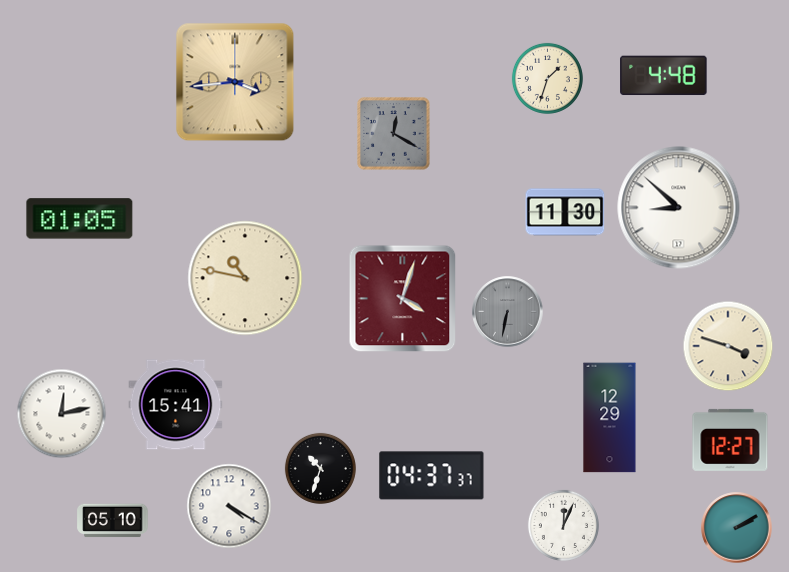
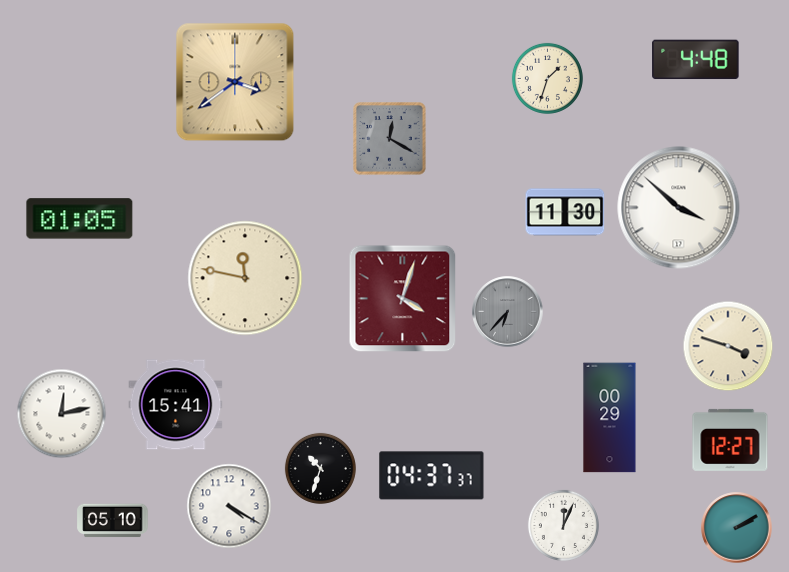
clock at (664, 76) position: (664, 76) -> (696, 60)
clock at (235, 82): 3:44 -> 3:39
clock at (394, 134) position: (394, 134) -> (390, 139)
clock at (679, 208): 8:52 -> 3:52
clock at (245, 278): 10:47 -> 11:47
clock at (508, 312): 6:32 -> 6:37
clock at (610, 418): 12:29 -> 00:29
